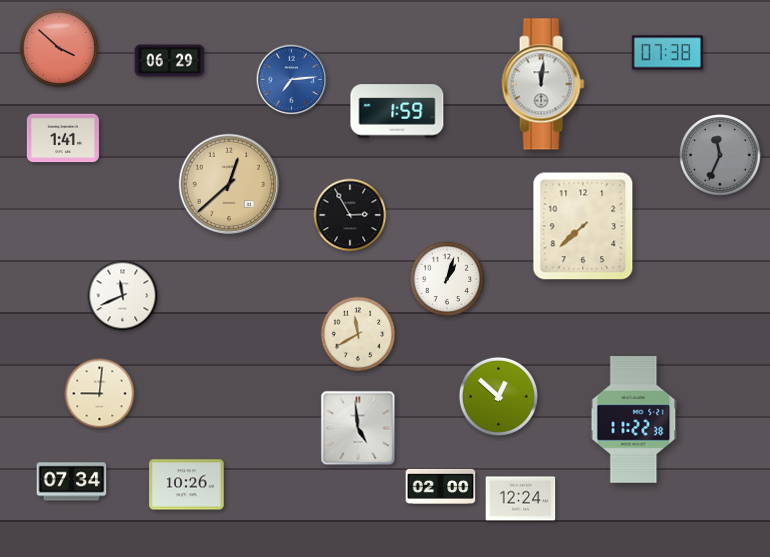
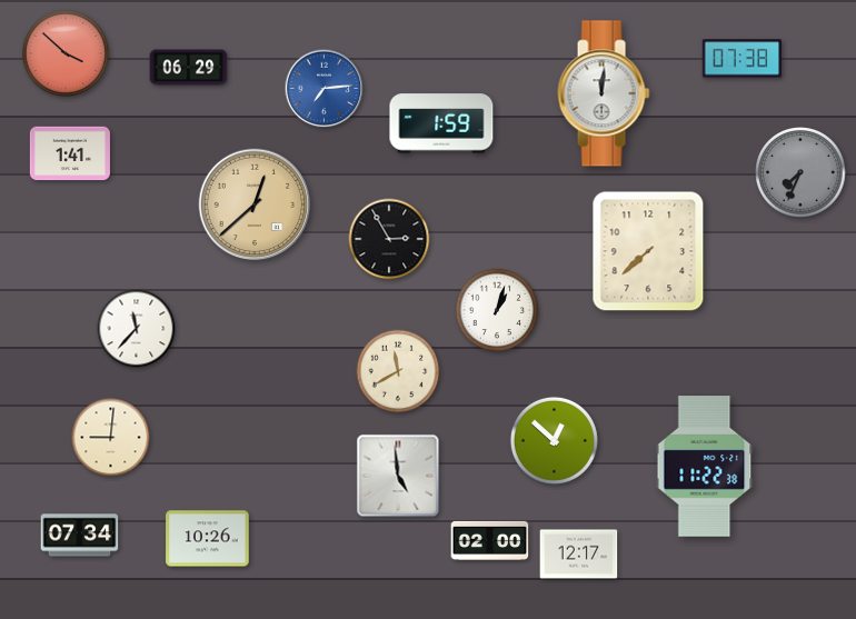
clock at (720, 155): 11:34 -> 7:34
clock at (123, 296): 11:41 -> 11:37
clock at (521, 499): 12:24 -> 12:17
